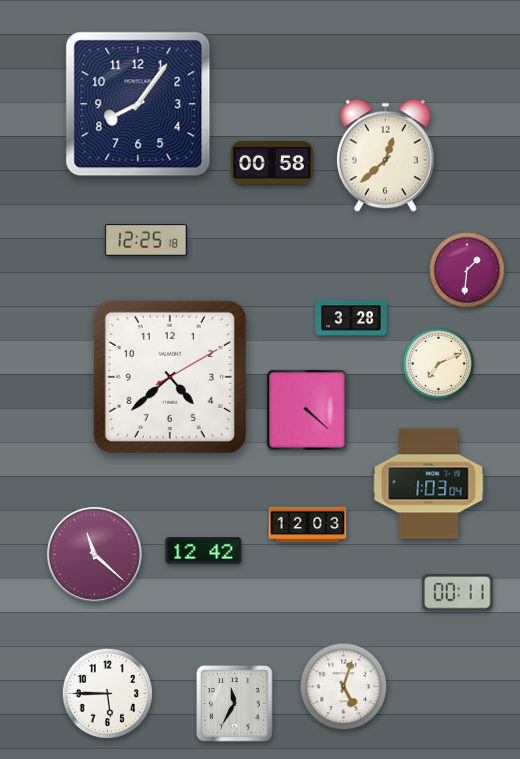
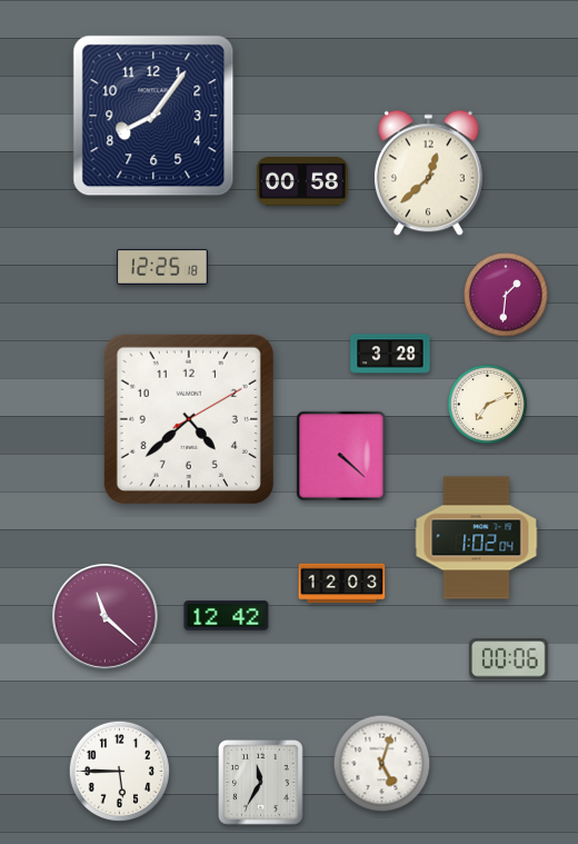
clock at (467, 270) position: (467, 270) -> (506, 295)
clock at (429, 484): 1:03 -> 1:02
clock at (204, 551) position: (204, 551) -> (227, 616)
clock at (458, 593): 00:11 -> 00:06
